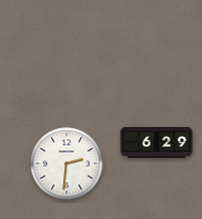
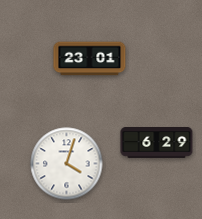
clock at (90, 59): none -> 23:01
clock at (67, 164): 2:31 -> 4:03
